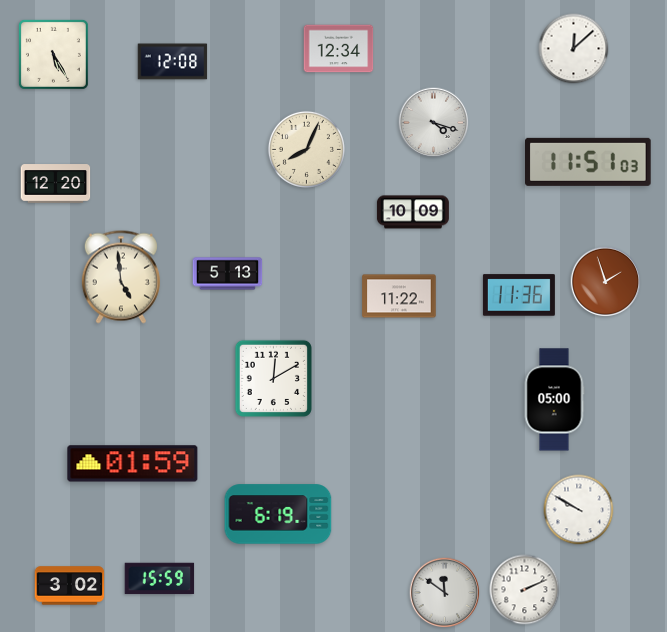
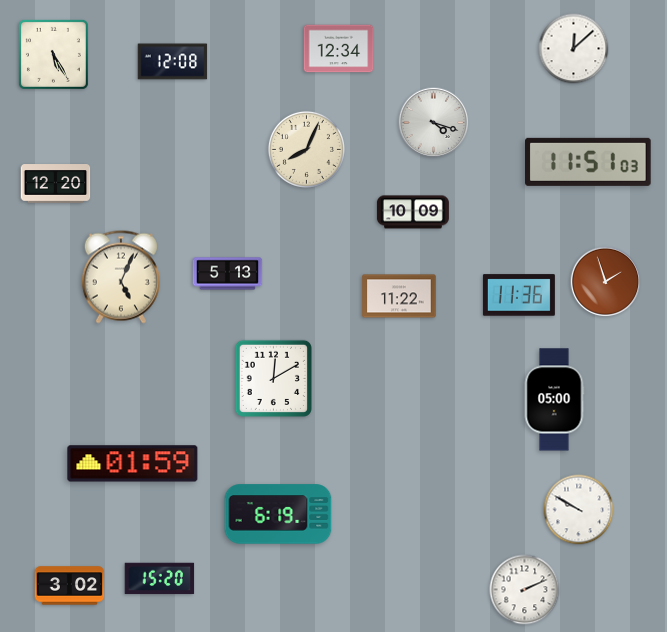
clock at (121, 277): 4:59 -> 5:04
clock at (160, 579): 15:59 -> 15:20
clock at (445, 593): 11:51 -> none
